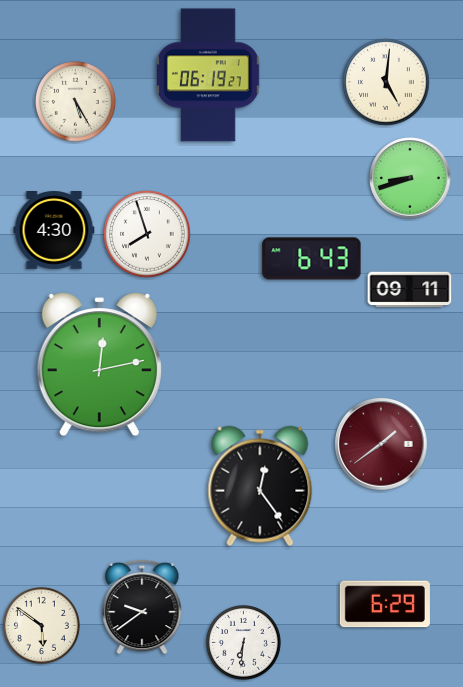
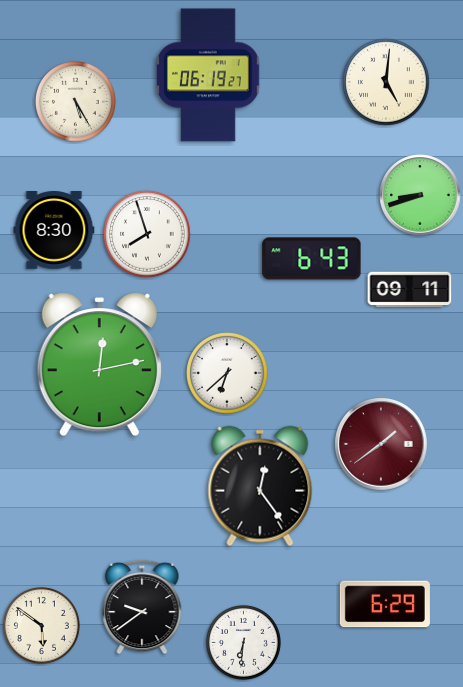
clock at (410, 178) position: (410, 178) -> (420, 195)
clock at (54, 230): 4:30 -> 8:30
clock at (228, 374): none -> 6:38
